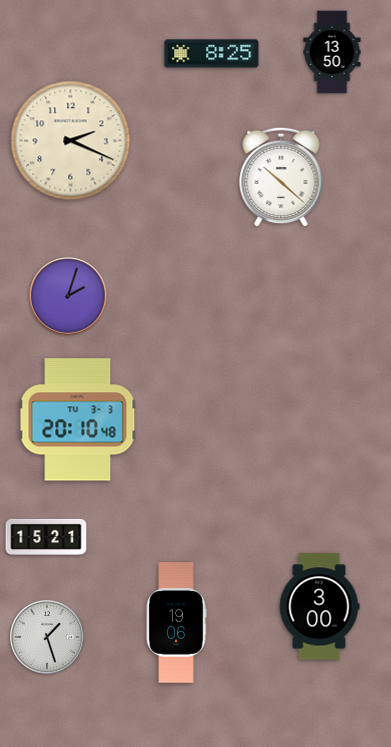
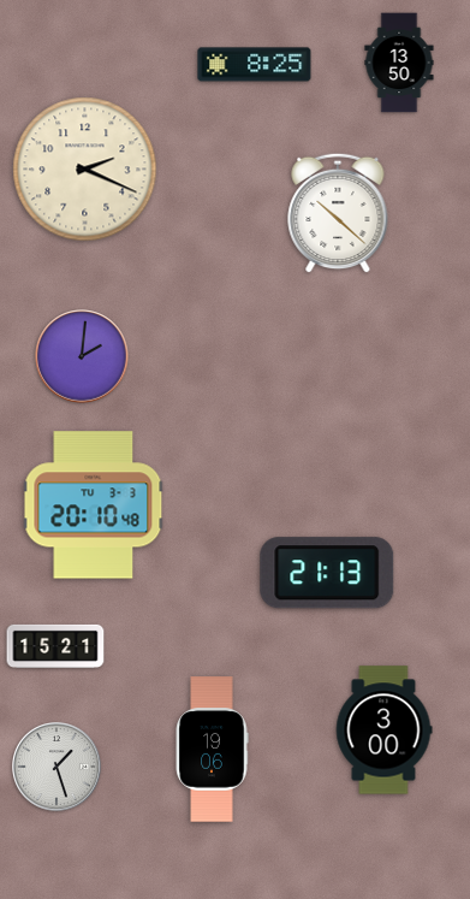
clock at (68, 296): 2:03 -> 2:01
clock at (327, 573): none -> 21:13
